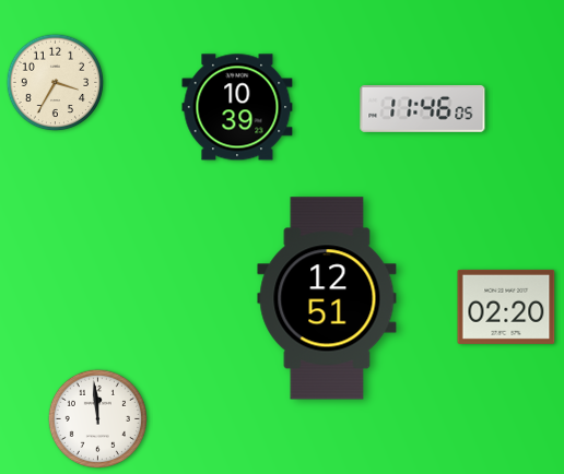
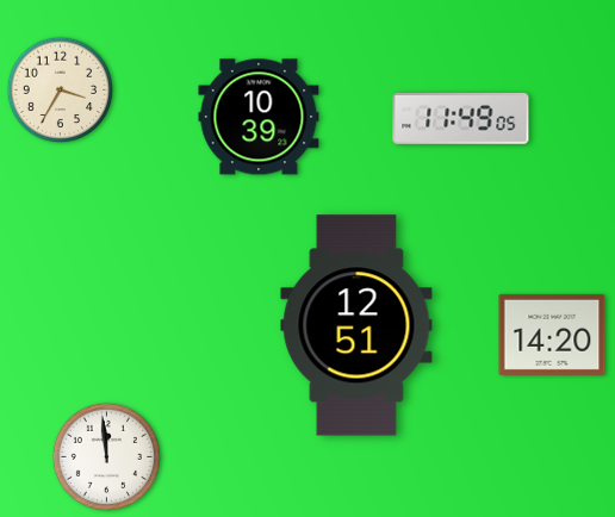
clock at (423, 108): 11:46 -> 11:49
clock at (506, 307): 02:20 -> 14:20
